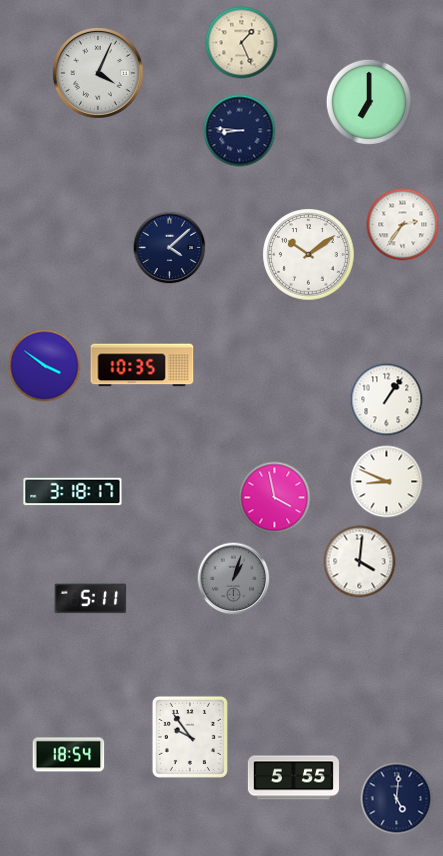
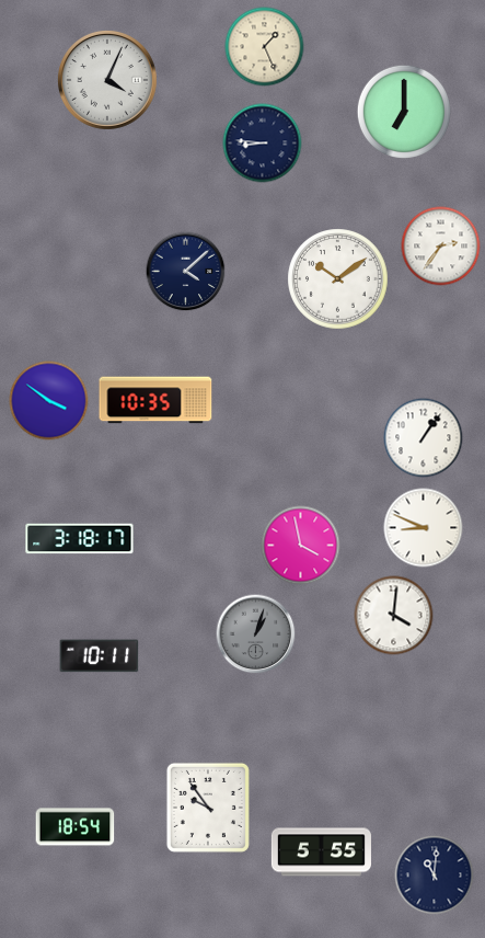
clock at (91, 599): 5:11 -> 10:11
clock at (397, 799): 5:01 -> 11:01
